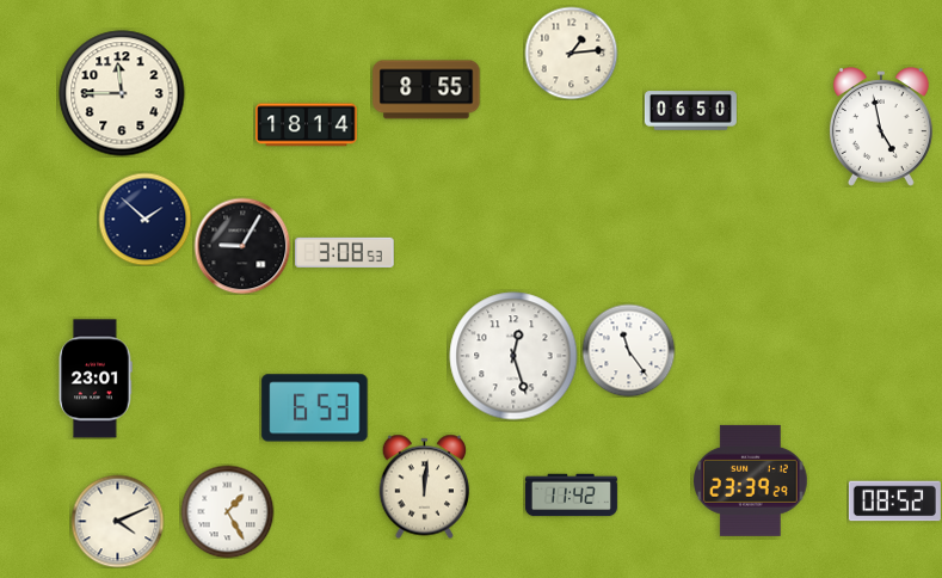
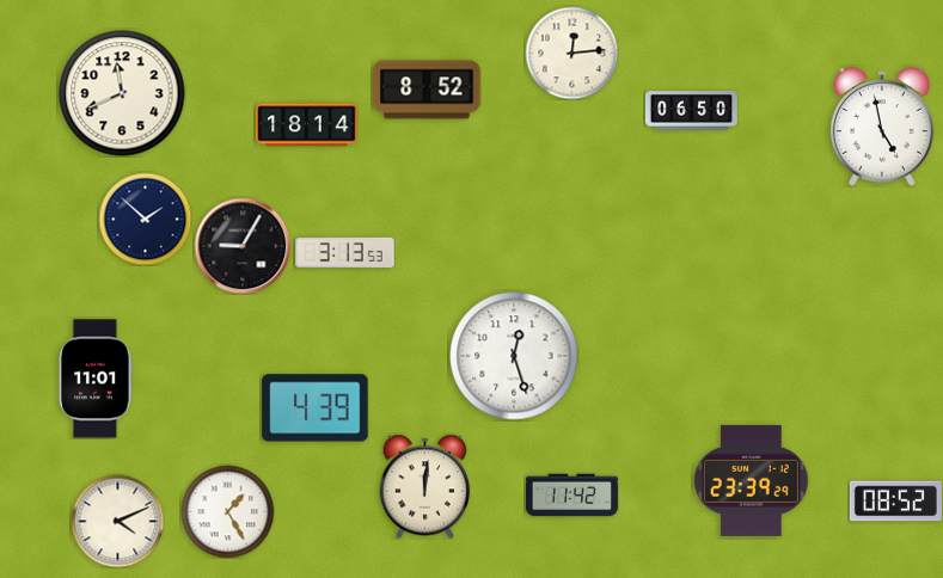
clock at (571, 53): 1:14 -> 12:14
clock at (426, 90): 8:55 -> 8:52
clock at (122, 93): 11:45 -> 11:41
clock at (345, 252): 3:08 -> 3:13
clock at (628, 350): 11:24 -> none
clock at (96, 379): 23:01 -> 11:01
clock at (315, 408): 6:53 -> 4:39
